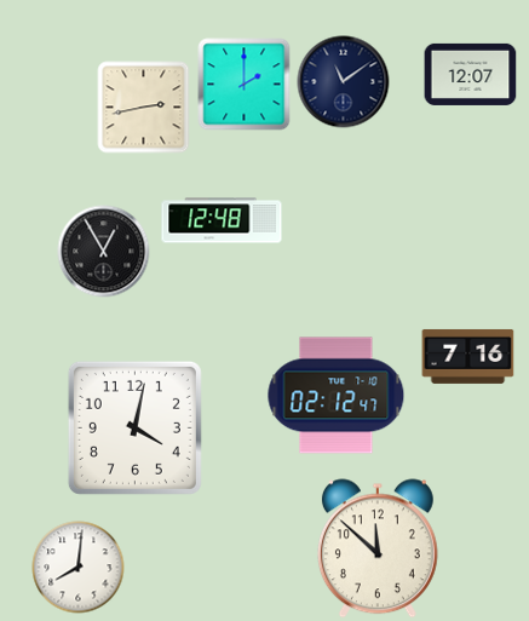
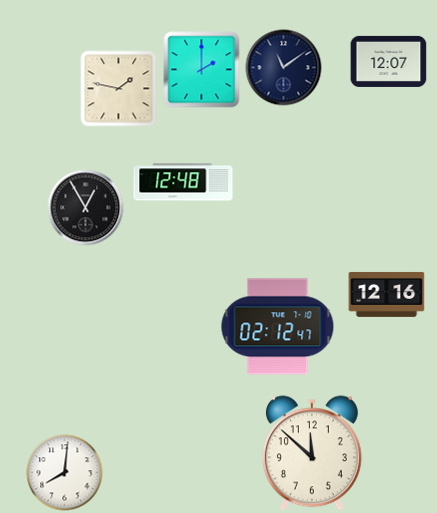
clock at (144, 108): 2:43 -> 1:47
clock at (468, 356): 7:16 -> 12:16
clock at (134, 427): 4:02 -> none
clock at (79, 568) position: (79, 568) -> (65, 473)
